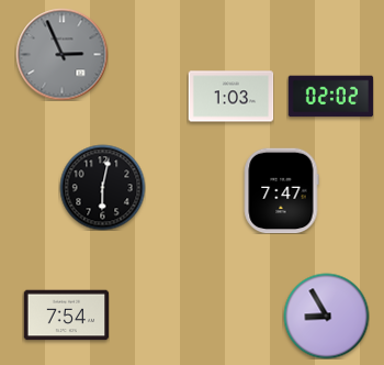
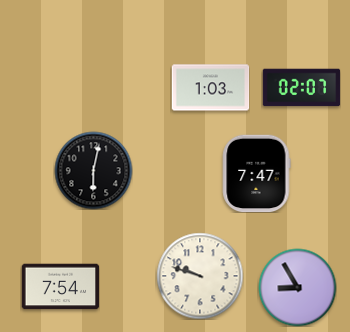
clock at (61, 54): 2:56 -> none
clock at (330, 97): 02:02 -> 02:07
clock at (200, 276): none -> 9:48
